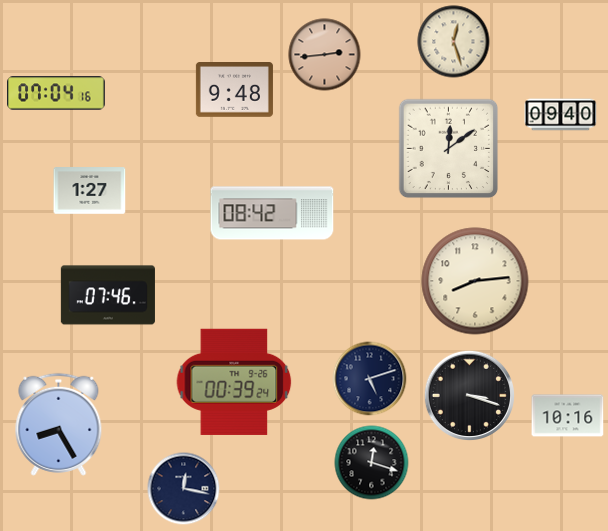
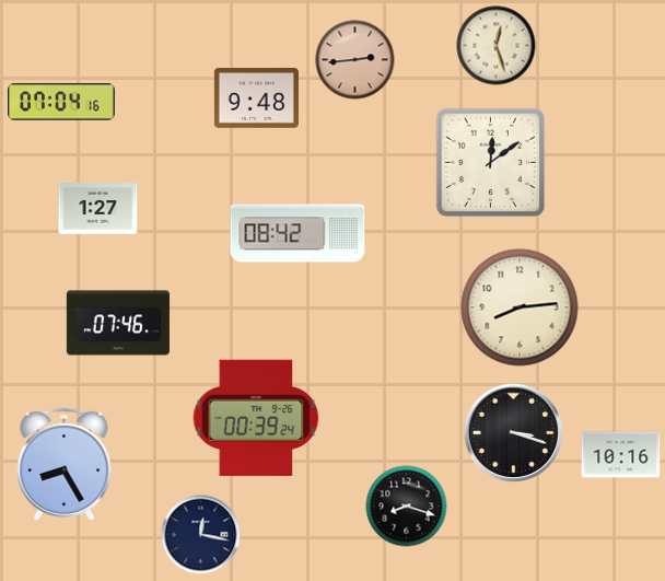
clock at (561, 115): 09:40 -> none
clock at (370, 379): 5:12 -> none
clock at (372, 463): 12:18 -> 8:18
